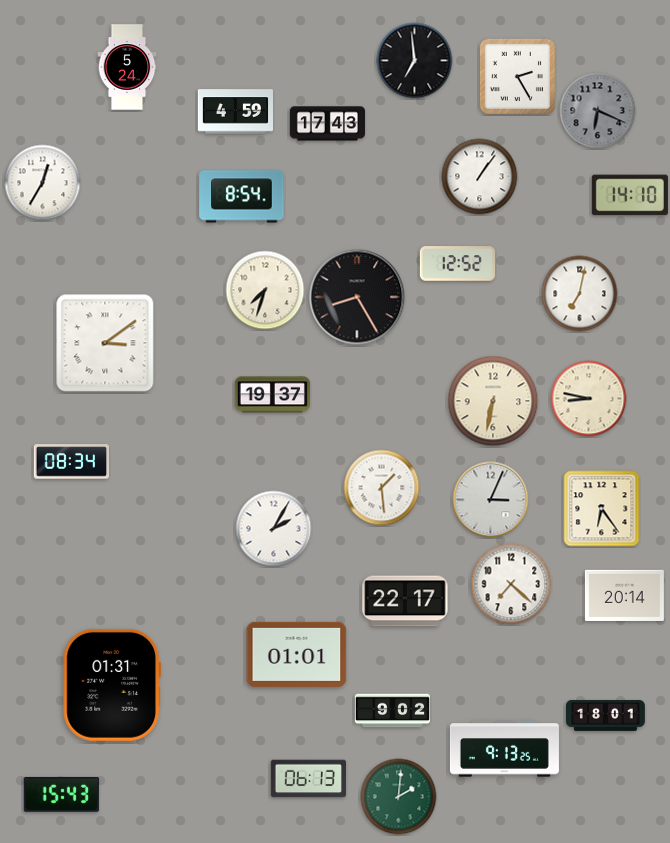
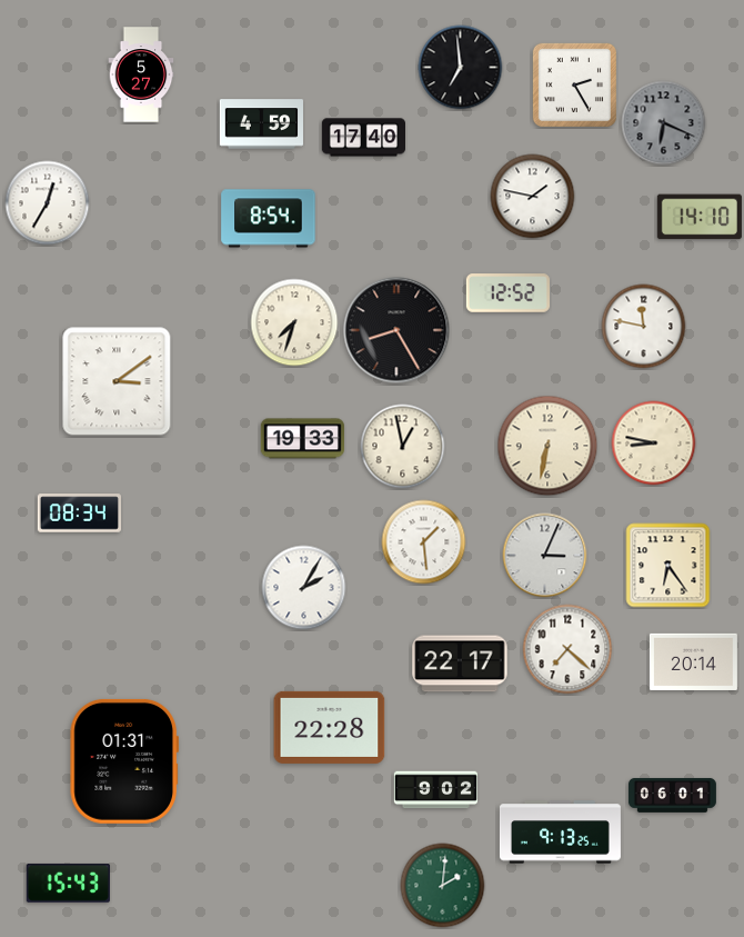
clock at (127, 67): 5:24 -> 5:27
clock at (327, 124): 17:43 -> 17:40
clock at (480, 177): 1:06 -> 1:47
clock at (580, 294): 7:02 -> 11:47
clock at (272, 395): 19:37 -> 19:33
clock at (403, 447): none -> 12:58
clock at (405, 601) position: (405, 601) -> (460, 664)
clock at (297, 654): 01:01 -> 22:28
clock at (605, 715): 18:01 -> 06:01
clock at (308, 779): 06:13 -> none
